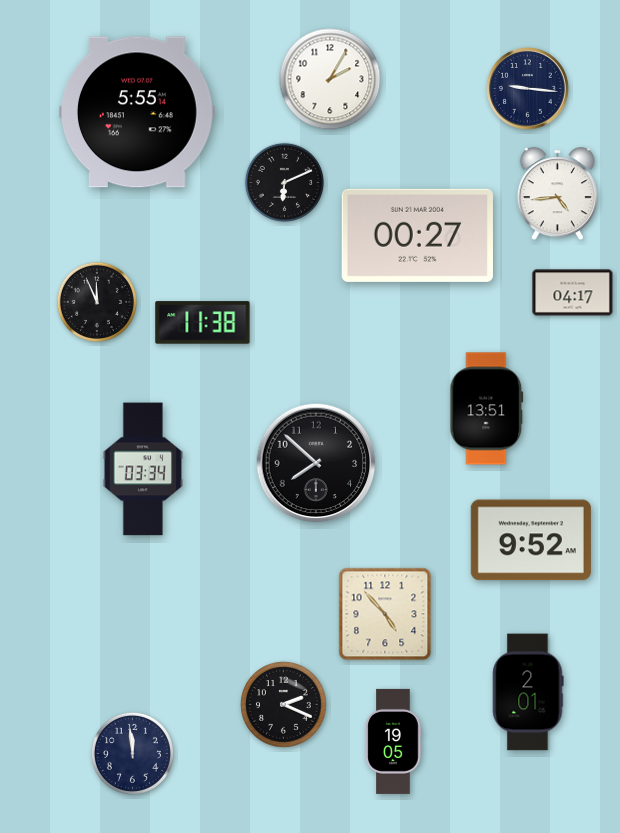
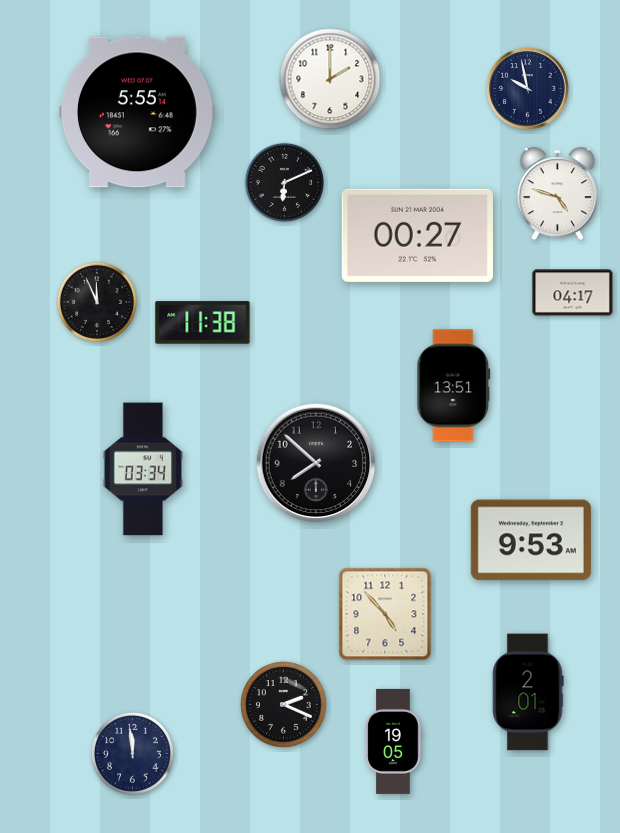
clock at (330, 79): 2:05 -> 2:00
clock at (528, 89): 9:16 -> 9:58
clock at (557, 194): 4:44 -> 4:48
clock at (487, 409) position: (487, 409) -> (454, 386)
clock at (531, 540): 9:52 -> 9:53
